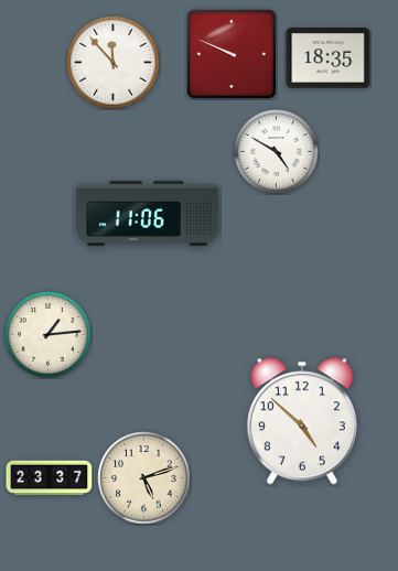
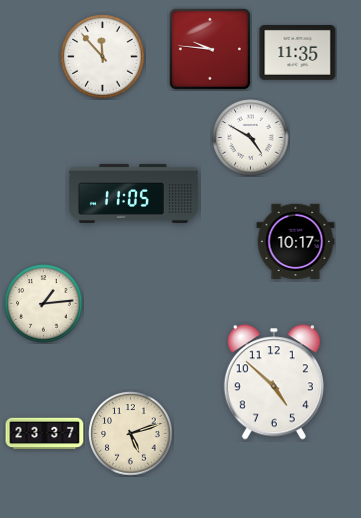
clock at (232, 54): 9:49 -> 9:46
clock at (329, 58): 18:35 -> 11:35
clock at (147, 213): 11:06 -> 11:05
clock at (296, 242): none -> 10:17
